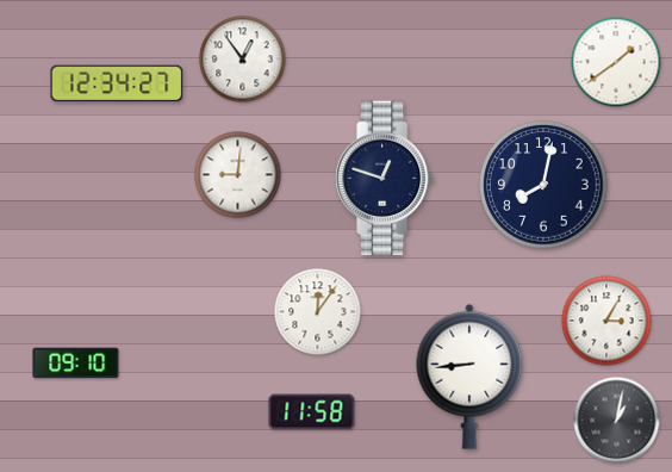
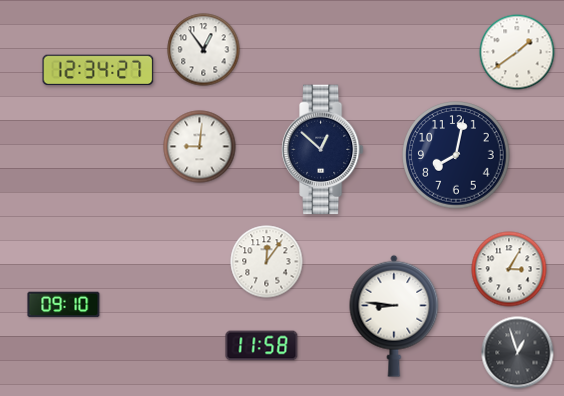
clock at (384, 179): 12:48 -> 12:52
clock at (469, 377): 8:44 -> 8:46
clock at (617, 421): 1:02 -> 12:57
